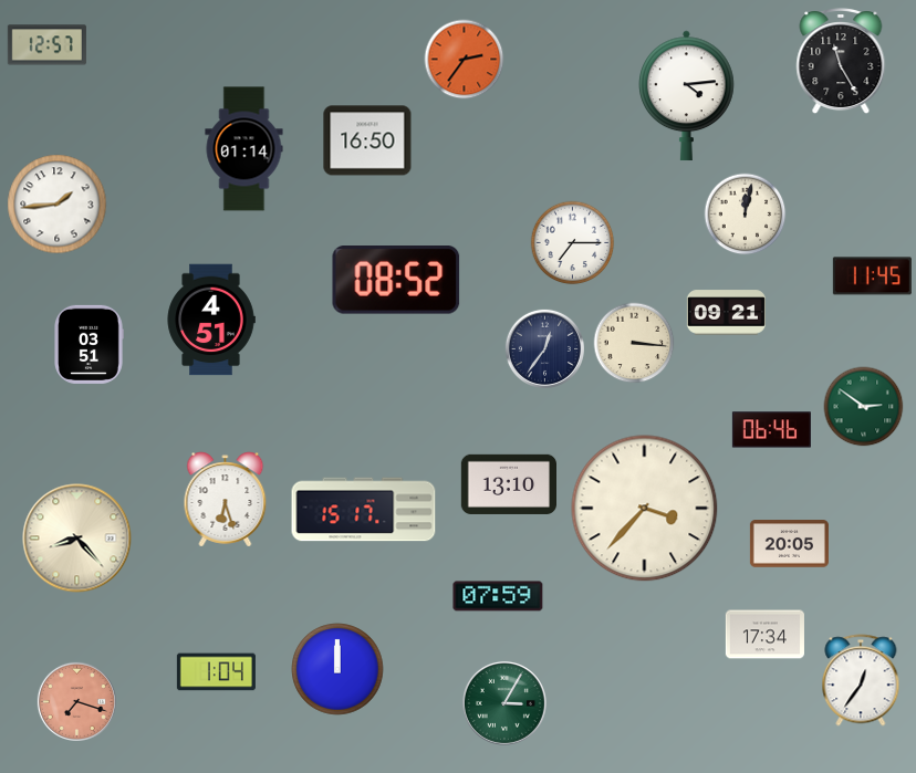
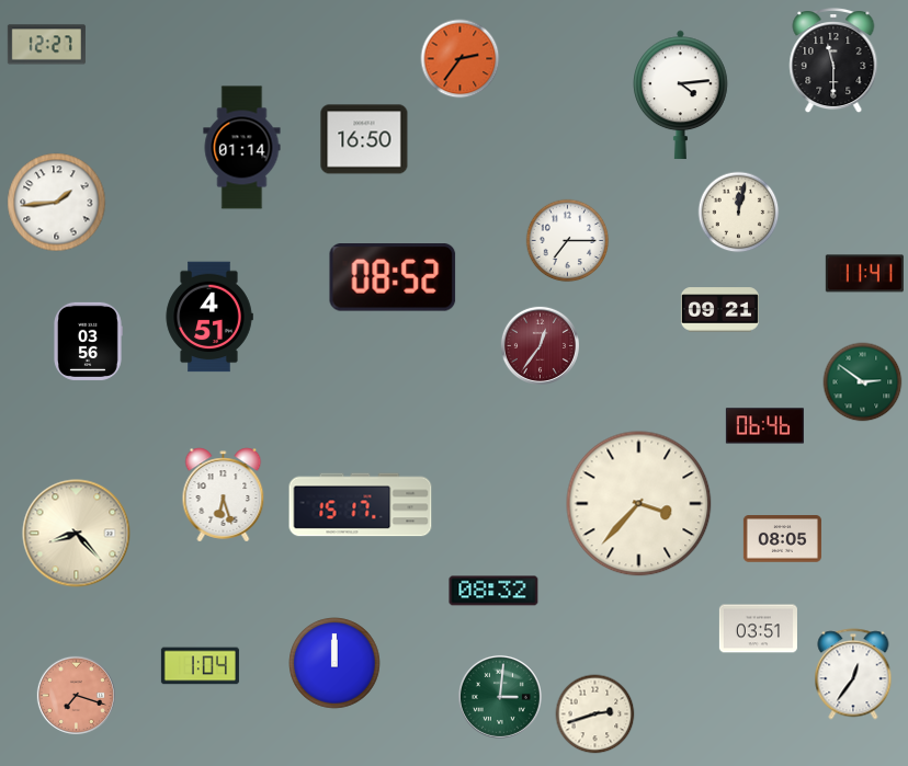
clock at (46, 45): 12:57 -> 12:27
clock at (841, 61): 11:25 -> 11:30
clock at (872, 276): 11:45 -> 11:41
clock at (634, 343): 3:16 -> none
clock at (90, 344): 03:51 -> 03:56
clock at (544, 348) dial: navy -> burgundy
clock at (864, 407) position: (864, 407) -> (863, 382)
clock at (508, 484): 13:10 -> none
clock at (789, 544): 20:05 -> 08:05
clock at (498, 596): 07:59 -> 08:32
clock at (764, 635): 17:34 -> 03:51
clock at (216, 672) position: (216, 672) -> (200, 666)
clock at (504, 703): 3:05 -> 3:01
clock at (595, 714): none -> 2:42
